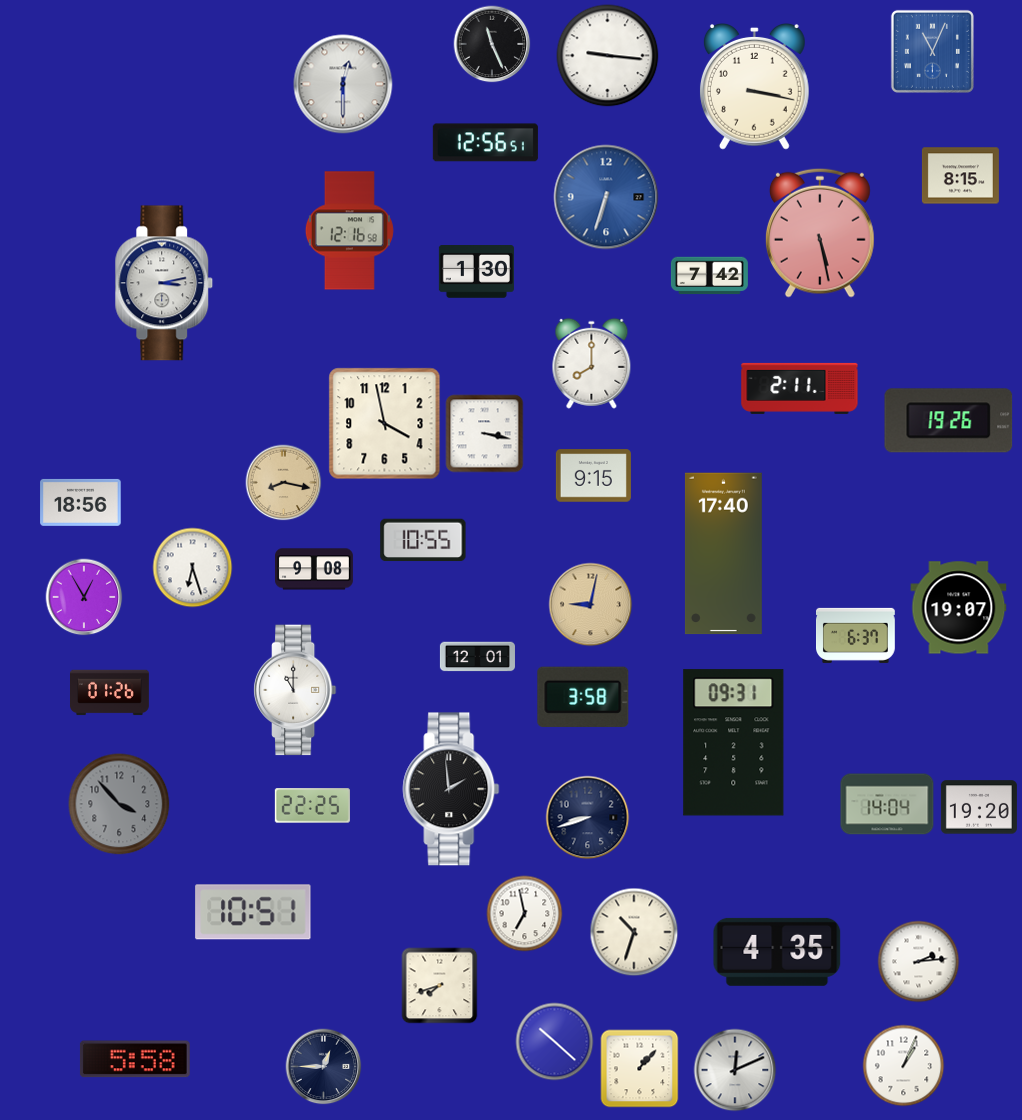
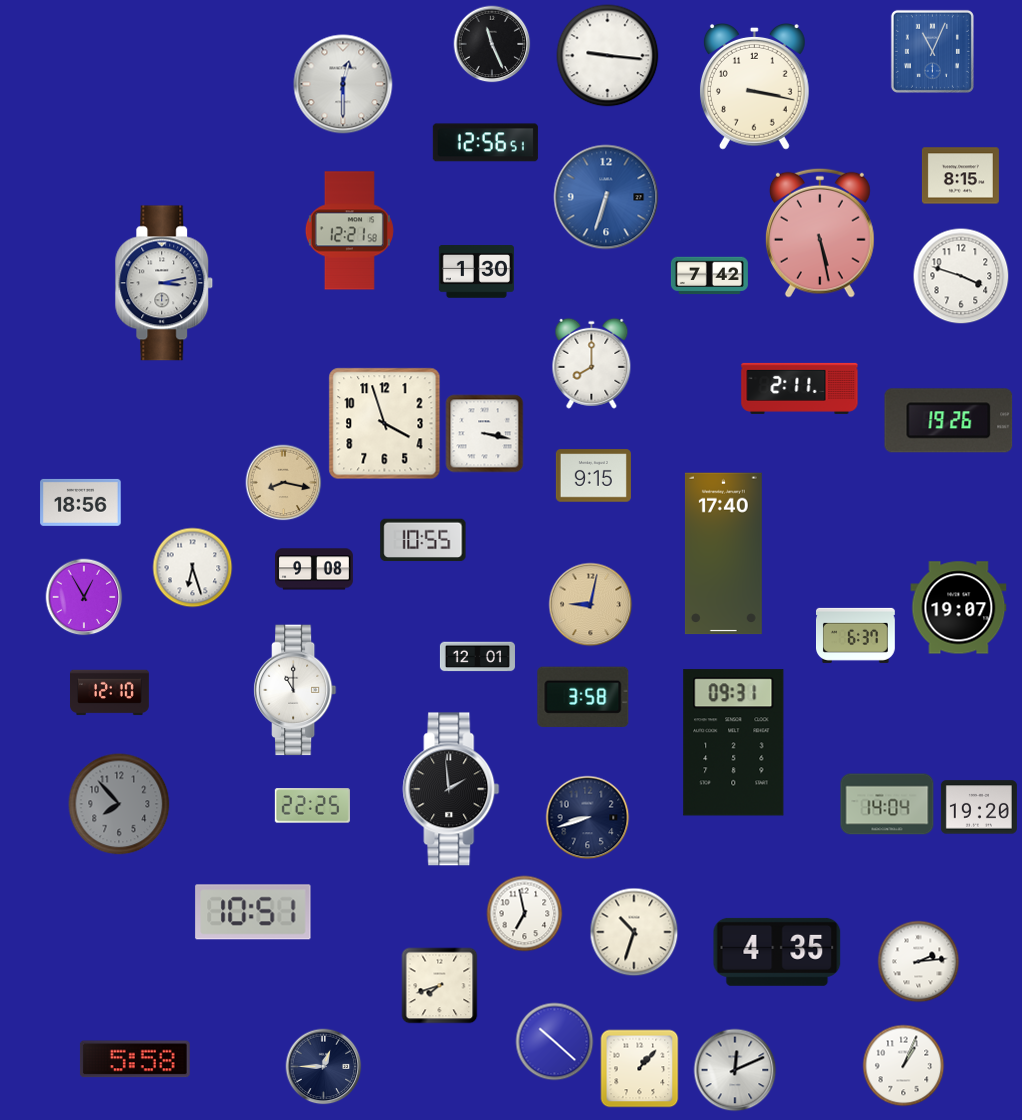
clock at (349, 231): 12:16 -> 12:21
clock at (961, 276): none -> 3:48
clock at (385, 424): 3:58 -> 3:57
clock at (110, 693): 01:26 -> 12:10
clock at (119, 804): 3:53 -> 7:53
